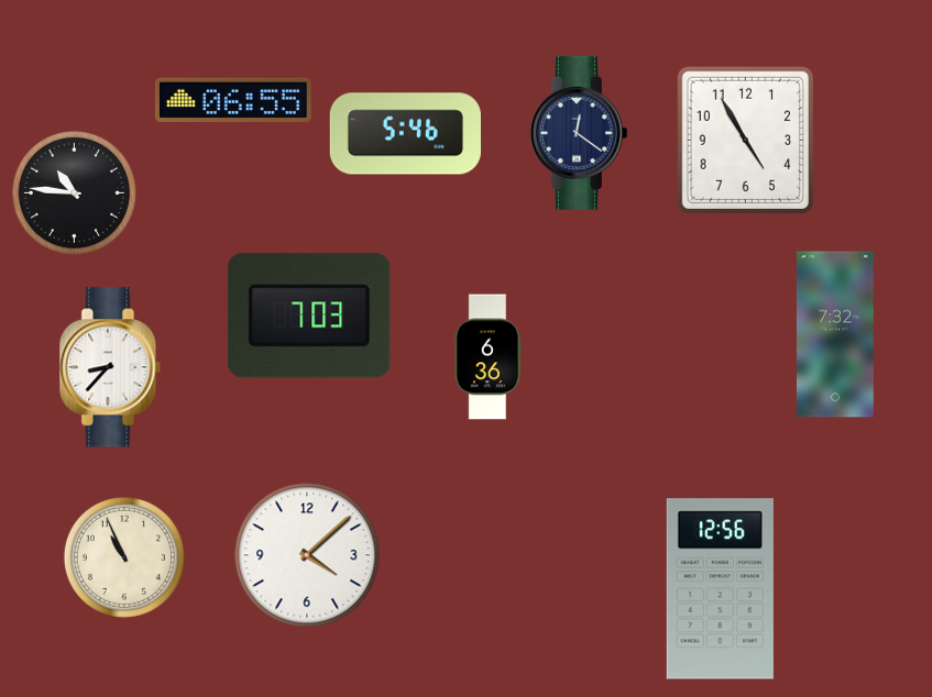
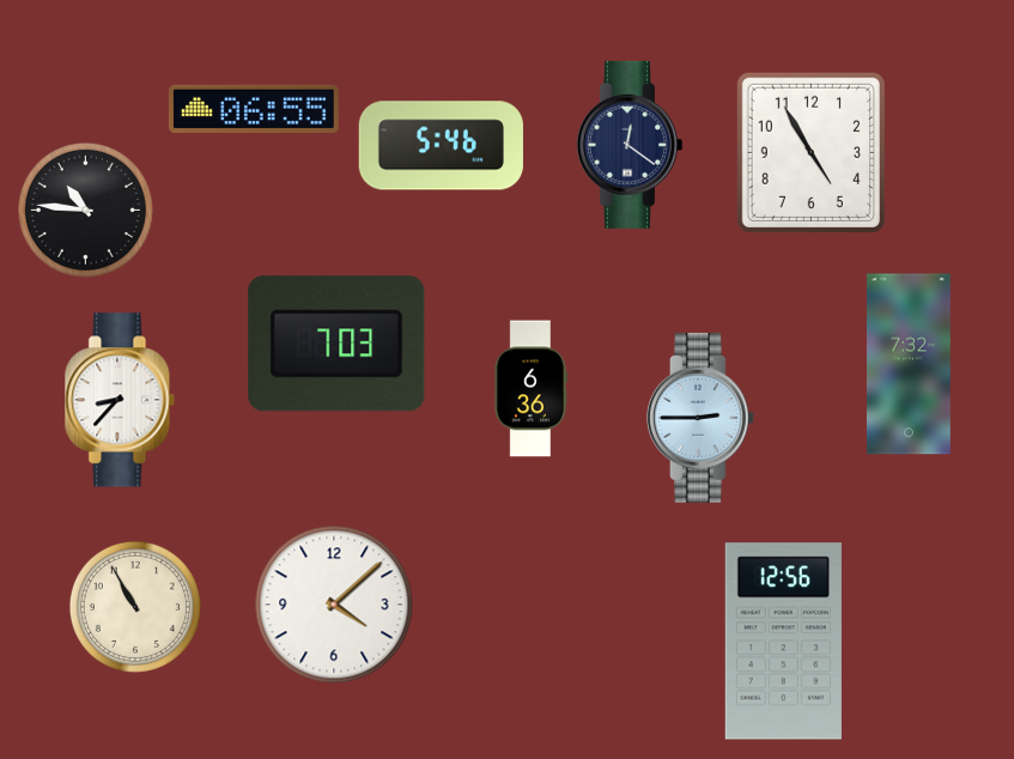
clock at (74, 192) position: (74, 192) -> (85, 210)
clock at (702, 419): none -> 2:45
clock at (124, 557): 10:56 -> 10:55
